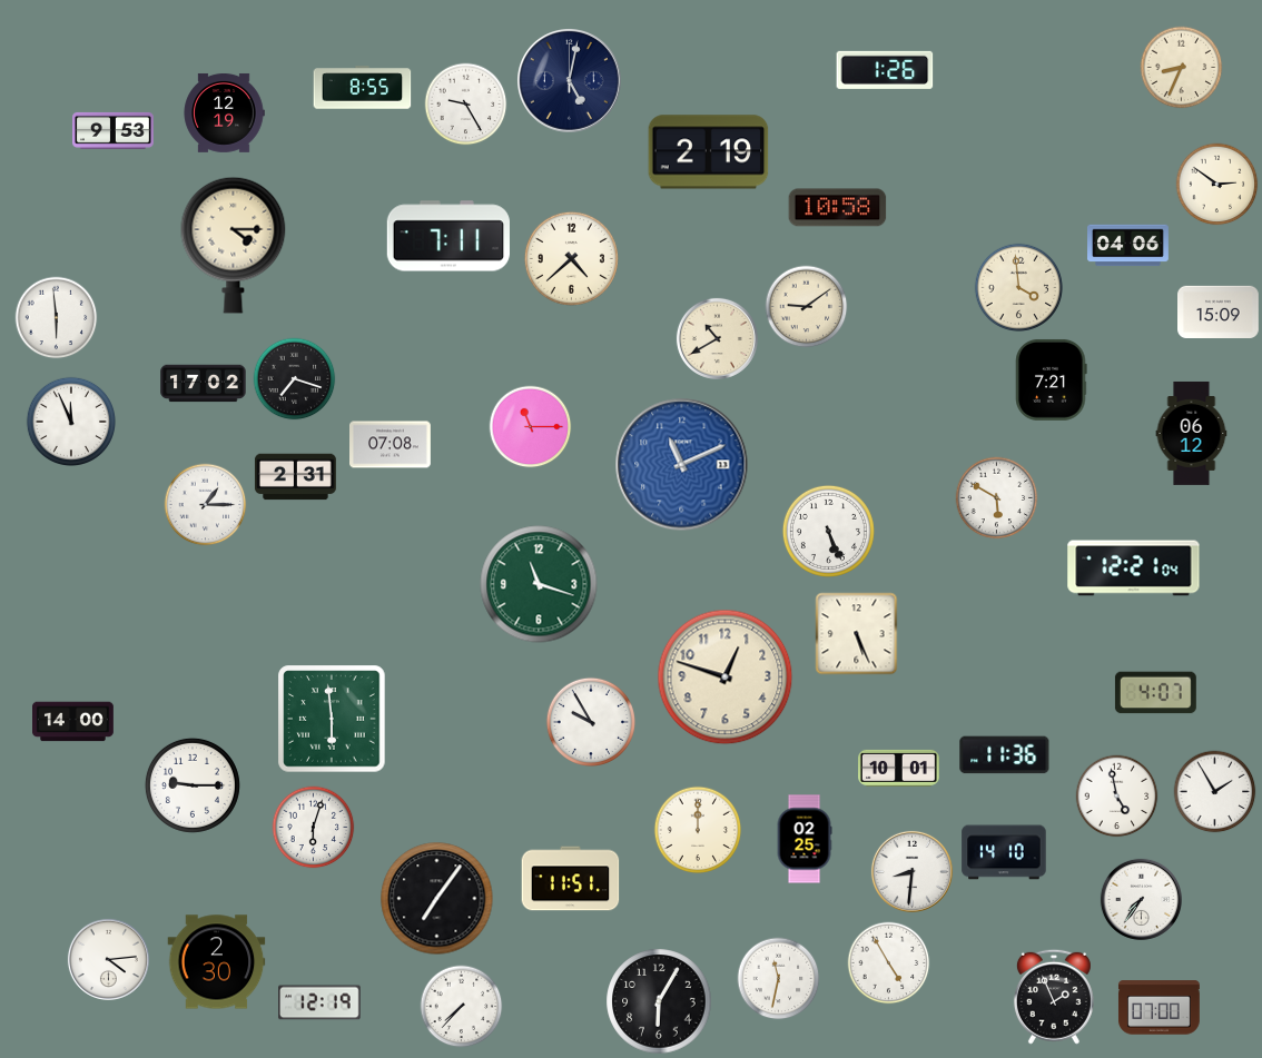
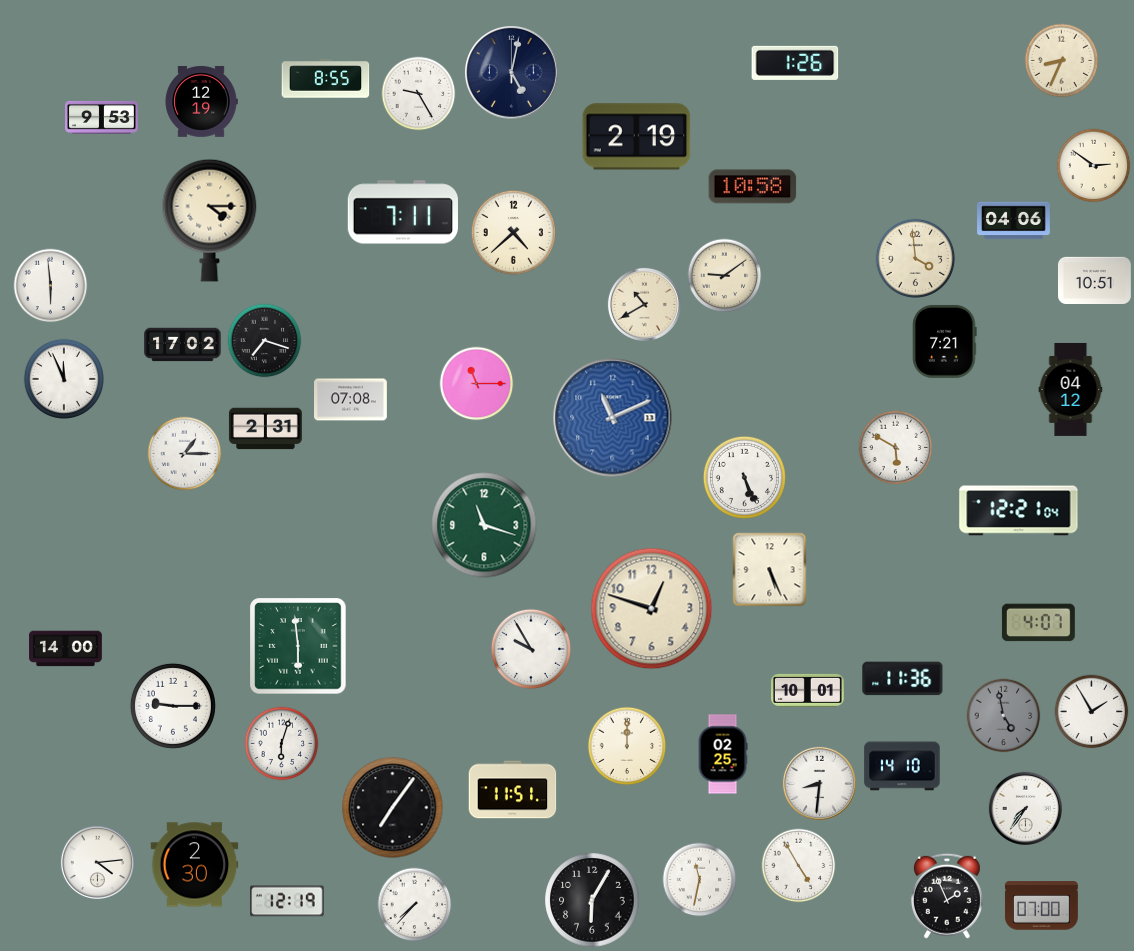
clock at (1219, 312): 15:09 -> 10:51
clock at (1192, 433): 06:12 -> 04:12
clock at (1117, 797) dial: white -> grey
